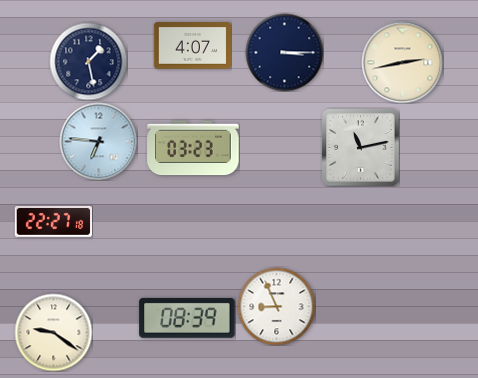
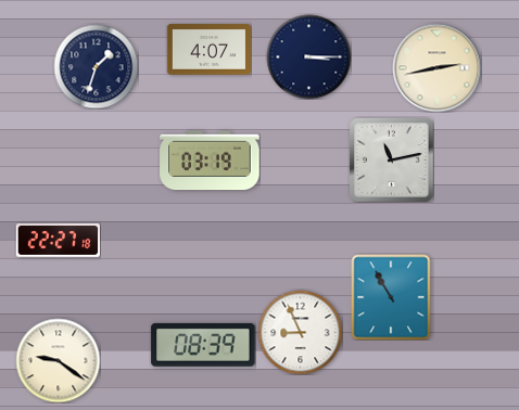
clock at (88, 61): 1:28 -> 1:33
clock at (98, 141): 6:46 -> none
clock at (193, 148): 03:23 -> 03:19
clock at (391, 297): none -> 10:55
